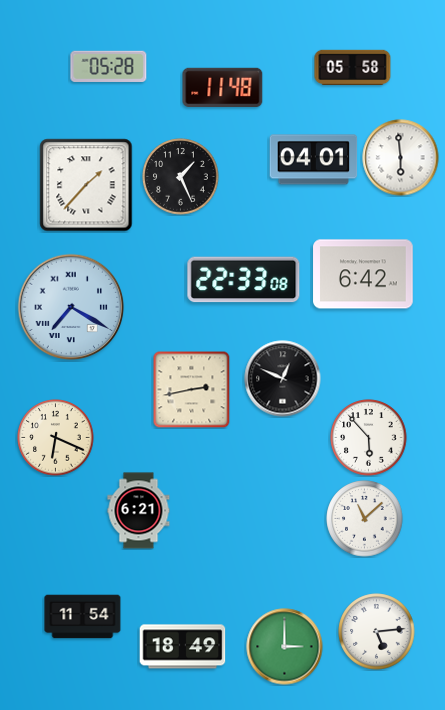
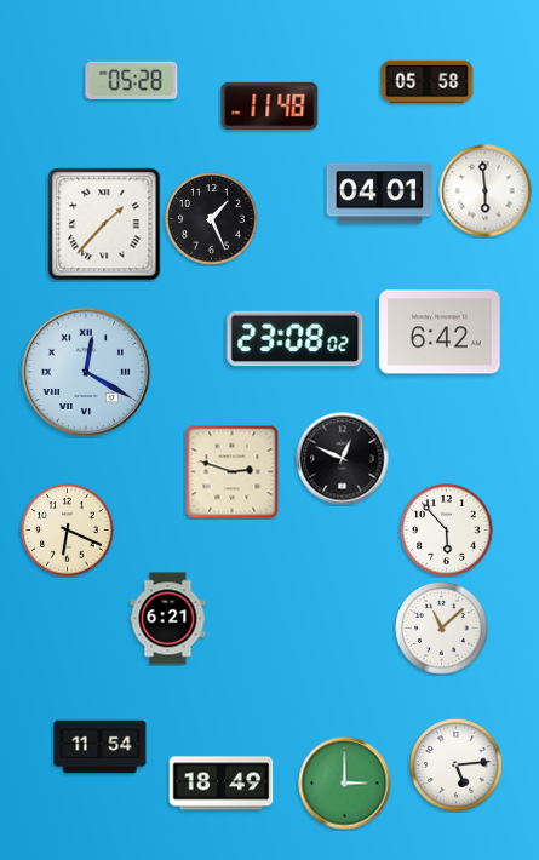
clock at (181, 177) position: (181, 177) -> (212, 219)
clock at (244, 280): 22:33 -> 23:08
clock at (71, 307): 7:20 -> 12:20
clock at (191, 389): 2:43 -> 2:48
